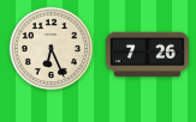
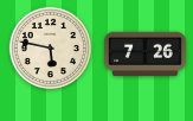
clock at (51, 48): 6:26 -> 5:47
